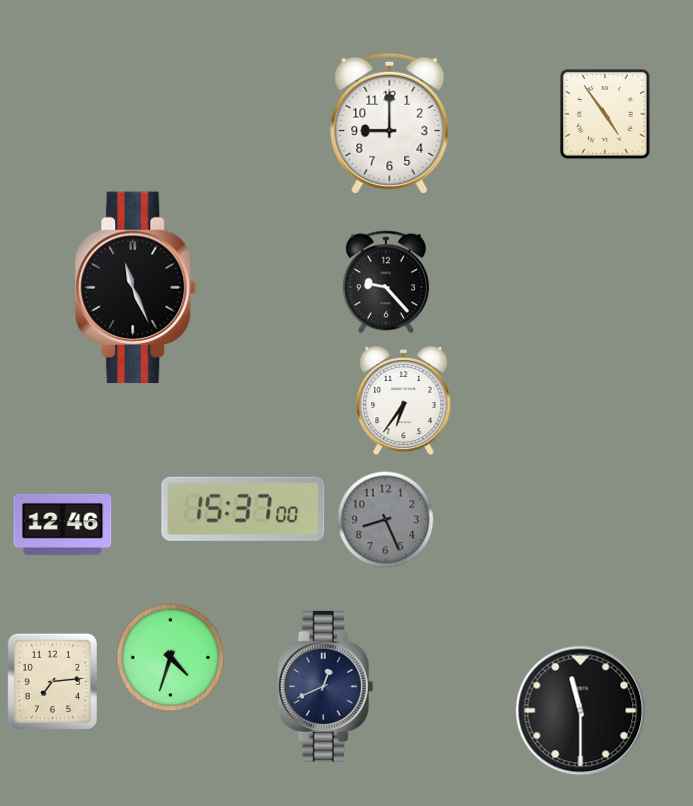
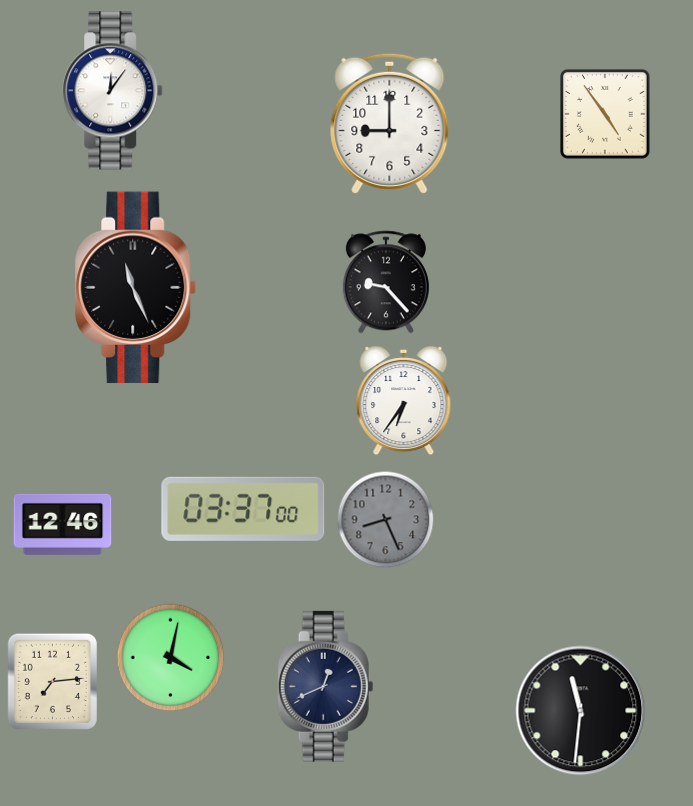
clock at (113, 91): none -> 12:06
clock at (243, 509): 15:37 -> 03:37
clock at (171, 658): 4:33 -> 4:02
clock at (581, 711): 11:30 -> 11:31
